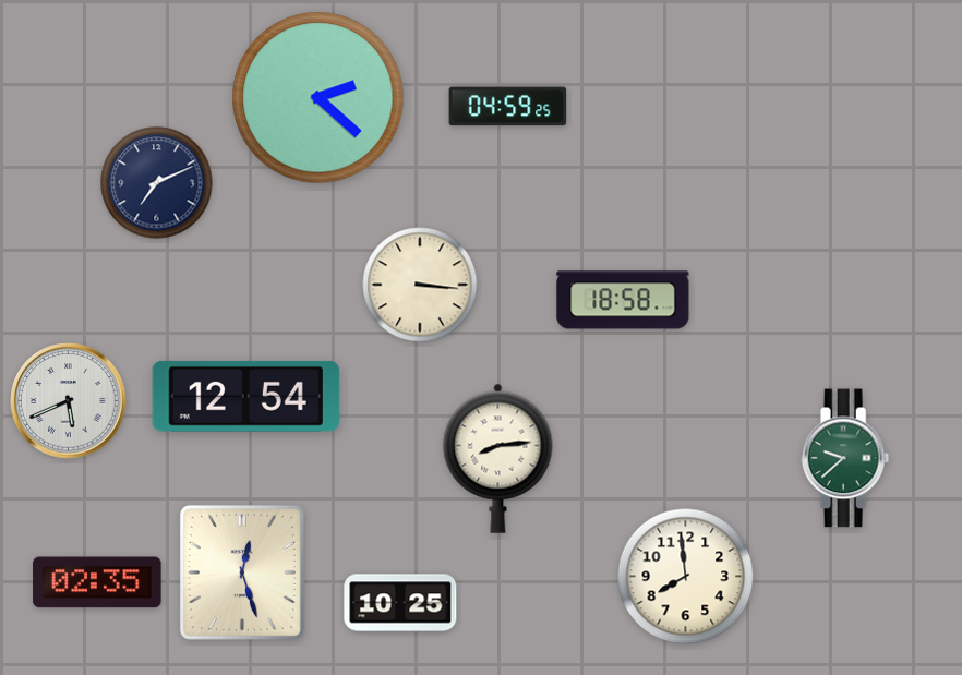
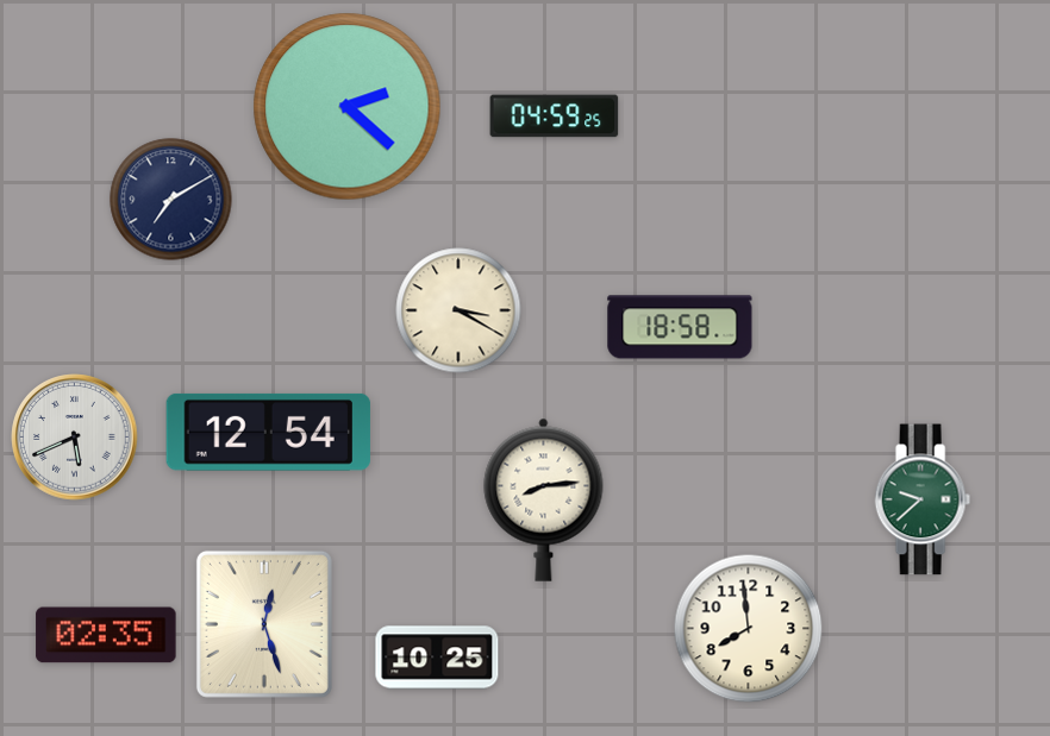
clock at (157, 183): 7:11 -> 7:10
clock at (420, 285): 3:16 -> 3:20
